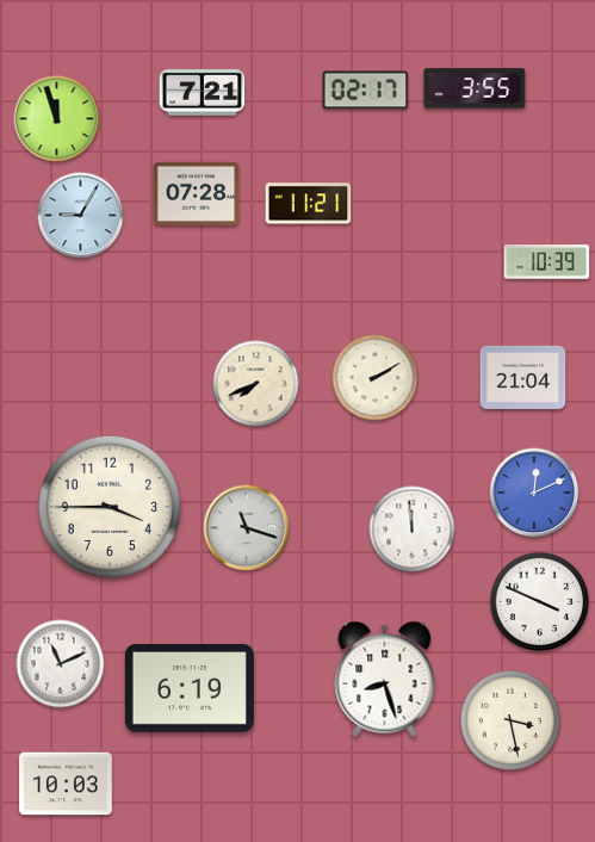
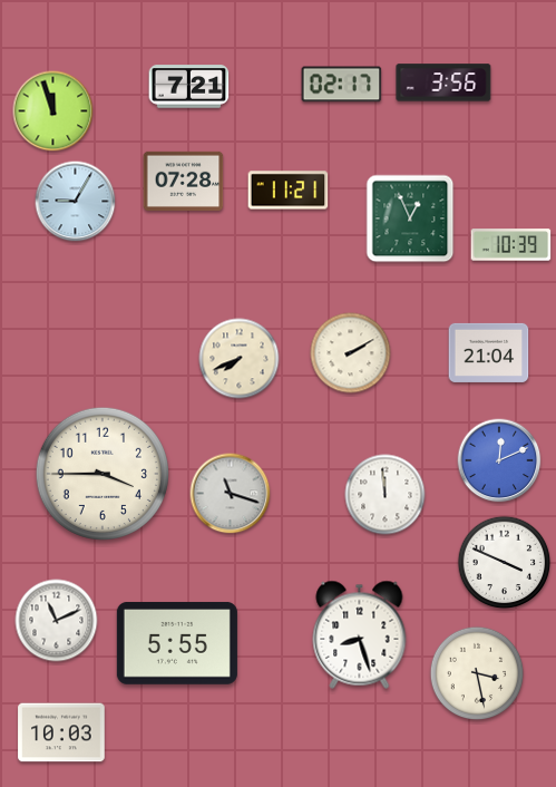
clock at (475, 88): 3:55 -> 3:56
clock at (410, 218): none -> 12:56
clock at (190, 688): 6:19 -> 5:55
